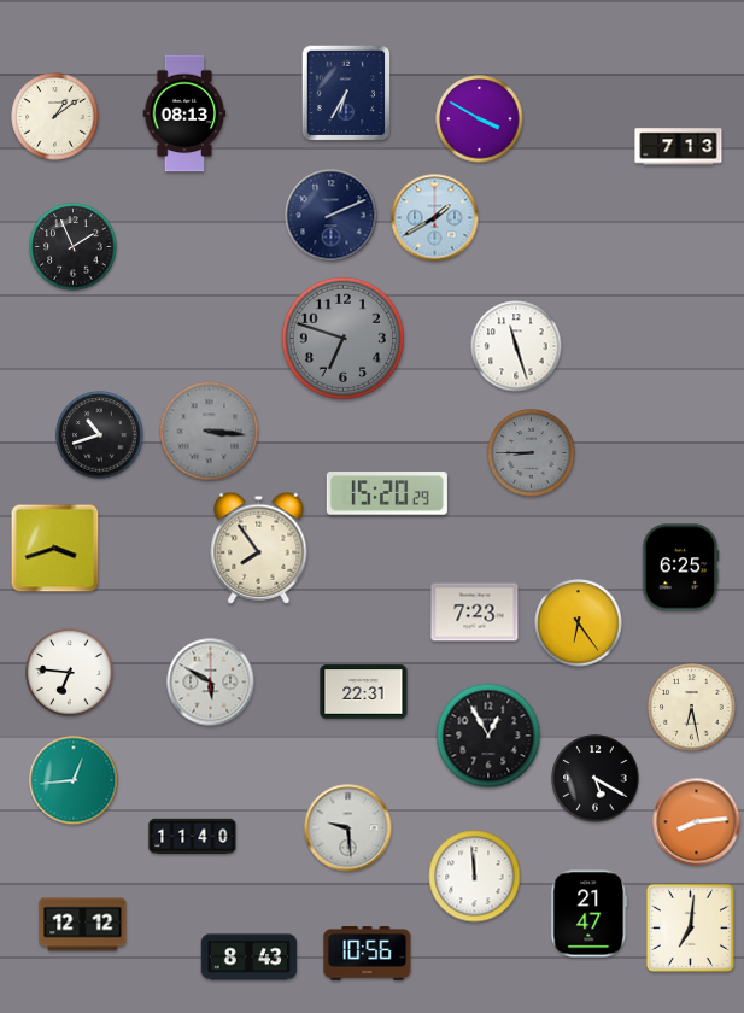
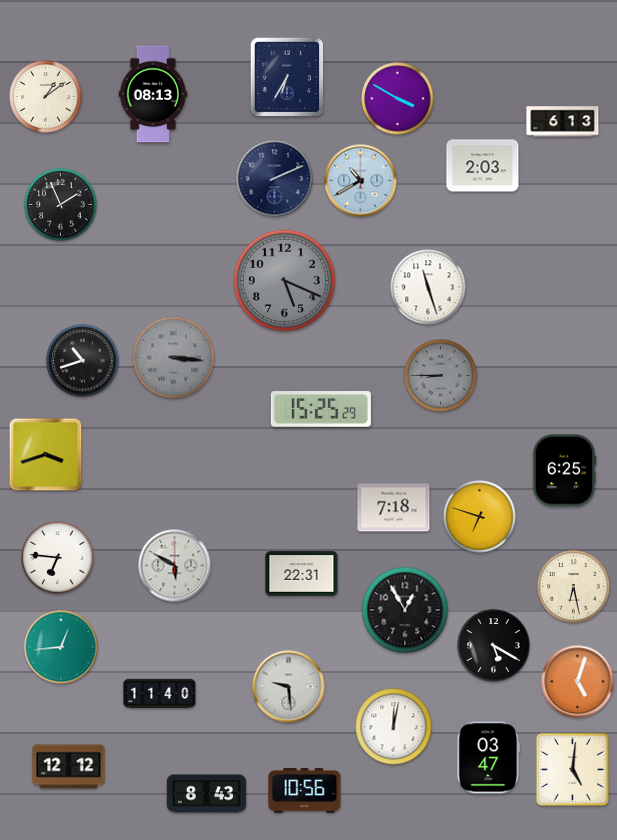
clock at (679, 147): 7:13 -> 6:13
clock at (483, 166): none -> 2:03
clock at (435, 218): 1:40 -> 10:40
clock at (342, 338): 6:48 -> 5:19
clock at (387, 493): 15:20 -> 15:25
clock at (259, 548): 7:54 -> none
clock at (475, 613): 7:23 -> 7:18
clock at (579, 623): 6:24 -> 6:48
clock at (697, 822): 8:14 -> 5:03
clock at (475, 877): 11:59 -> 12:02
clock at (590, 914): 21:47 -> 03:47
clock at (690, 927): 7:01 -> 5:01
